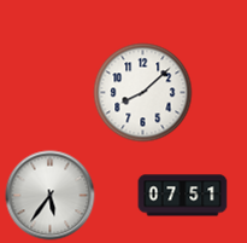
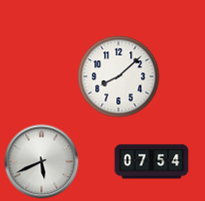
clock at (51, 196): 5:36 -> 5:41
clock at (183, 196): 07:51 -> 07:54
